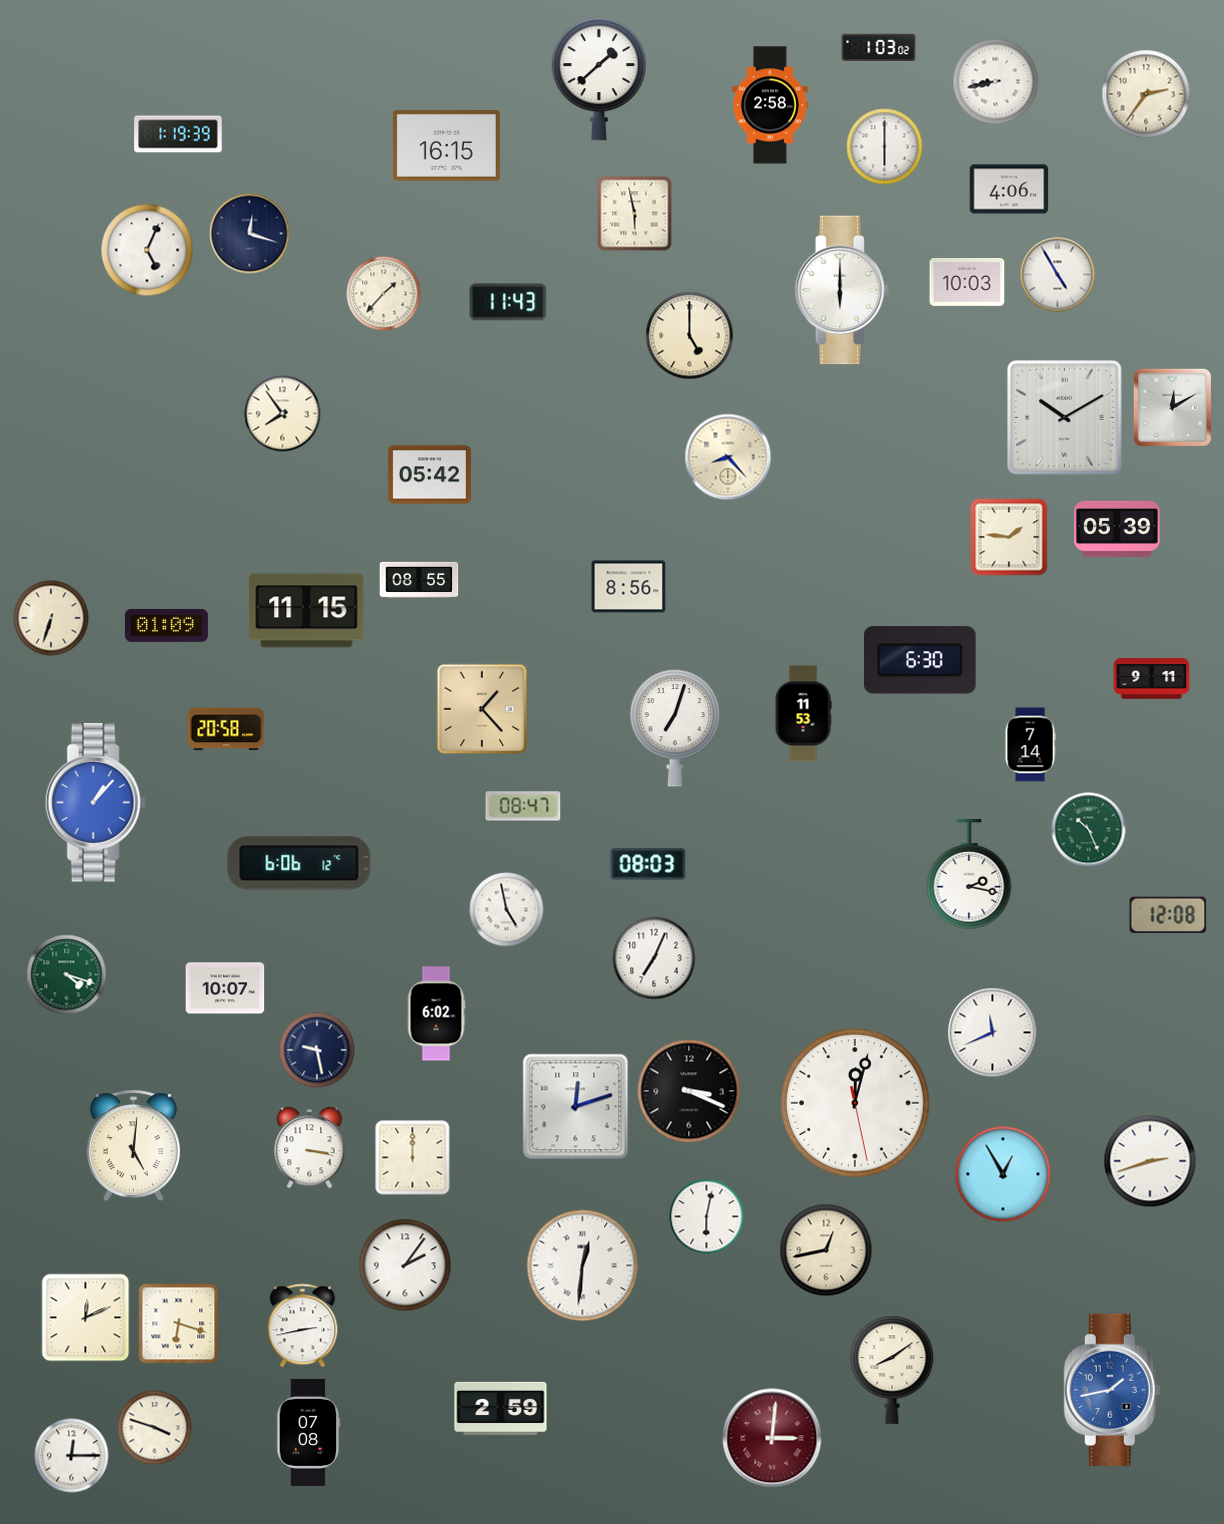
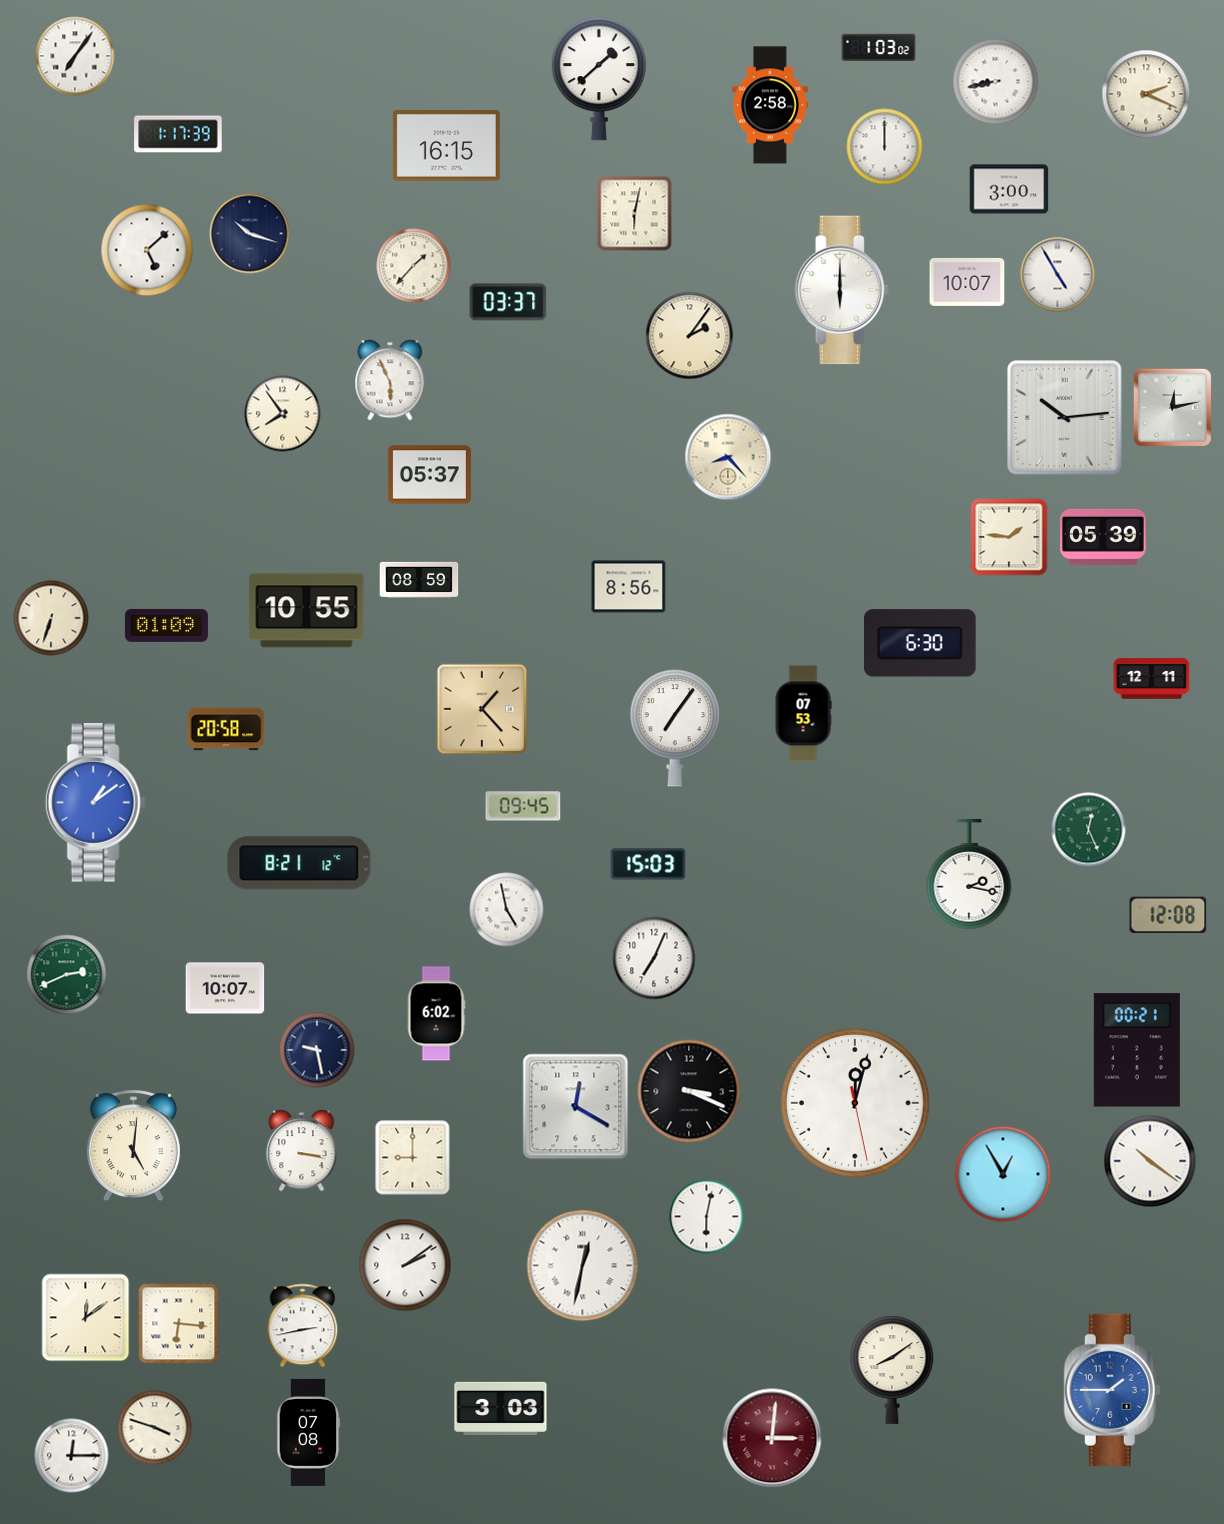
clock at (75, 56): none -> 7:06
clock at (1146, 94): 2:36 -> 2:19
clock at (178, 134): 1:19 -> 1:17
clock at (885, 147): 6:00 -> 12:00
clock at (1009, 189): 4:06 -> 3:00
clock at (635, 214): 5:58 -> 6:02
clock at (250, 234): 12:18 -> 10:18
clock at (147, 250): 5:04 -> 5:08
clock at (967, 282): 10:03 -> 10:07
clock at (384, 294) position: (384, 294) -> (414, 266)
clock at (508, 302): 11:43 -> 03:37
clock at (690, 336): 5:00 -> 2:06
clock at (390, 380): none -> 5:56
clock at (1172, 407): 12:10 -> 12:13
clock at (1065, 418): 10:10 -> 10:14
clock at (429, 475): 05:42 -> 05:37
clock at (1118, 529) position: (1118, 529) -> (1104, 537)
clock at (419, 579): 08:55 -> 08:59
clock at (307, 611): 11:15 -> 10:55
clock at (921, 660) position: (921, 660) -> (921, 643)
clock at (1152, 679): 9:11 -> 12:11
clock at (803, 714): 11:53 -> 07:53
clock at (675, 728): 7:03 -> 7:06
clock at (1030, 745): 7:14 -> none
clock at (95, 803): 1:07 -> 1:09
clock at (523, 806): 08:47 -> 09:45
clock at (1089, 830): 10:26 -> 12:26
clock at (299, 863): 6:06 -> 8:21
clock at (648, 864): 08:03 -> 15:03
clock at (67, 975): 4:18 -> 2:41
clock at (993, 1033): 11:41 -> none
clock at (1137, 1050): none -> 00:21
clock at (576, 1107): 12:12 -> 12:20
clock at (310, 1148) position: (310, 1148) -> (302, 1151)
clock at (413, 1158): 12:00 -> 9:00
clock at (1150, 1161): 2:42 -> 10:21
clock at (826, 1250): 12:43 -> none
clock at (405, 1265): 2:06 -> 2:09
clock at (583, 1266): 12:31 -> 12:32
clock at (86, 1318): 12:11 -> 12:09
clock at (179, 1324): 6:18 -> 6:16
clock at (1112, 1390): 1:43 -> 1:45
clock at (501, 1408): 2:59 -> 3:03
